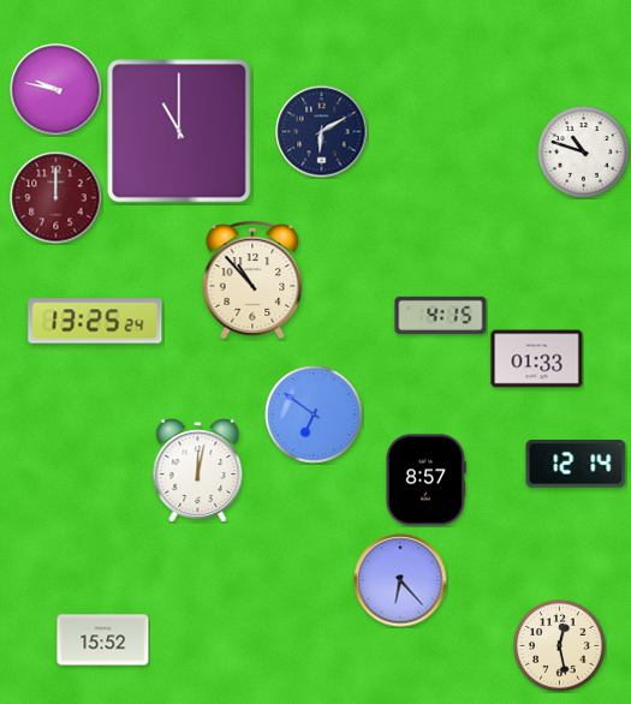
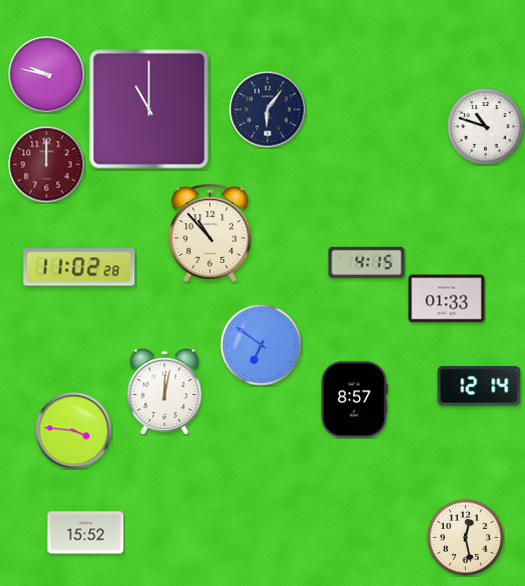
clock at (322, 132): 6:10 -> 6:06
clock at (95, 321): 13:25 -> 11:02
clock at (74, 431): none -> 3:46
clock at (400, 580): 6:23 -> none
